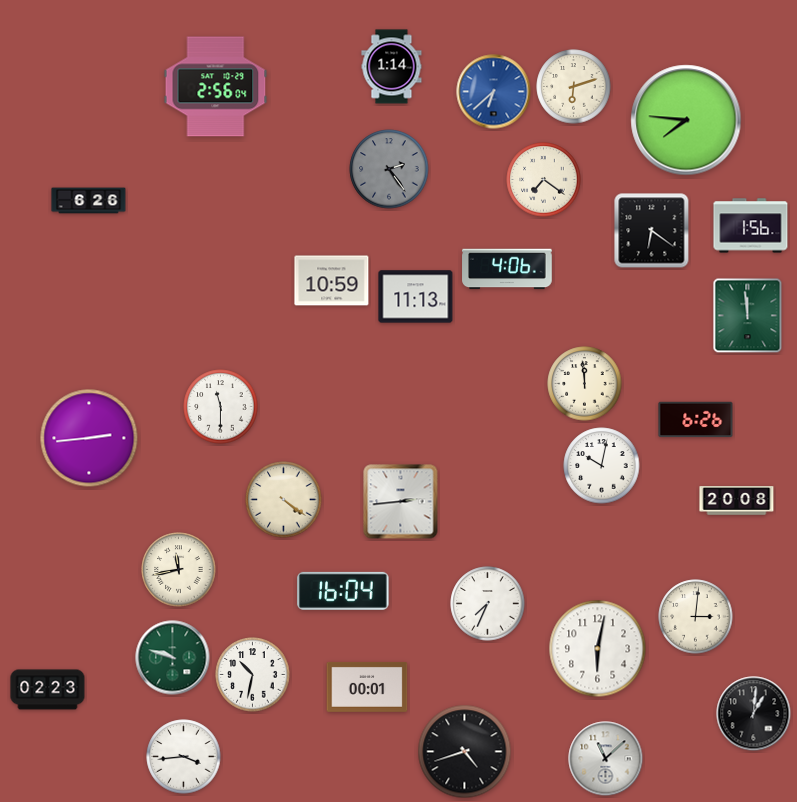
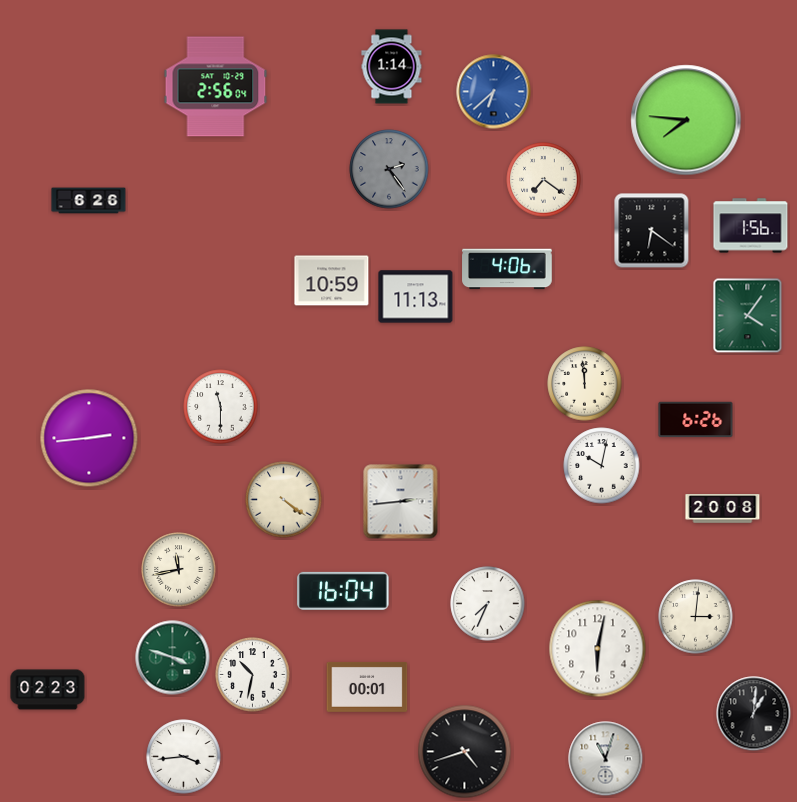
clock at (574, 87): 6:12 -> none
clock at (748, 316): 11:59 -> 4:06
clock at (737, 501) position: (737, 501) -> (723, 509)
clock at (173, 658): 9:48 -> 3:48
clock at (606, 759): 11:08 -> 11:03
